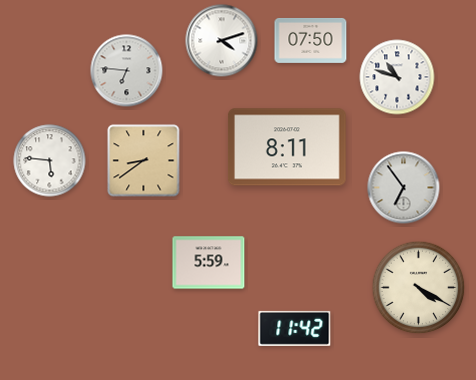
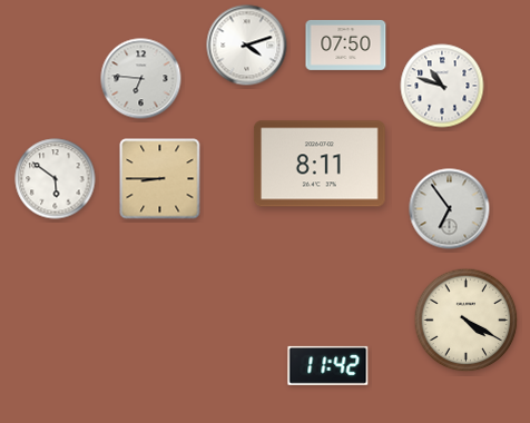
clock at (50, 161): 5:46 -> 5:51
clock at (144, 161): 8:39 -> 8:45
clock at (209, 263): 5:59 -> none
